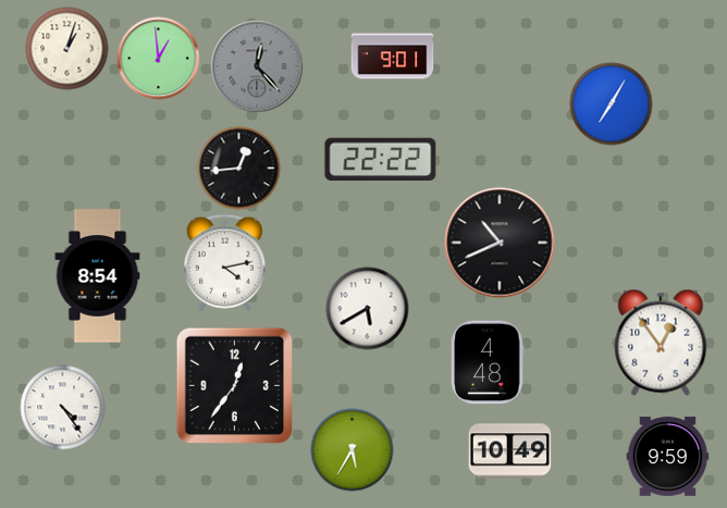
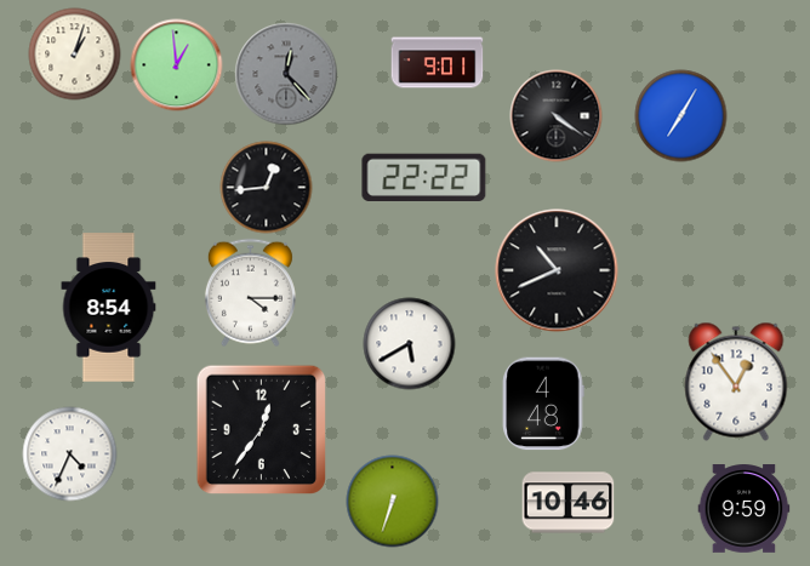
clock at (557, 116): none -> 4:21
clock at (224, 263): 4:13 -> 4:15
clock at (63, 408): 4:24 -> 4:34
clock at (353, 450): 5:35 -> 6:33
clock at (510, 451): 10:49 -> 10:46
